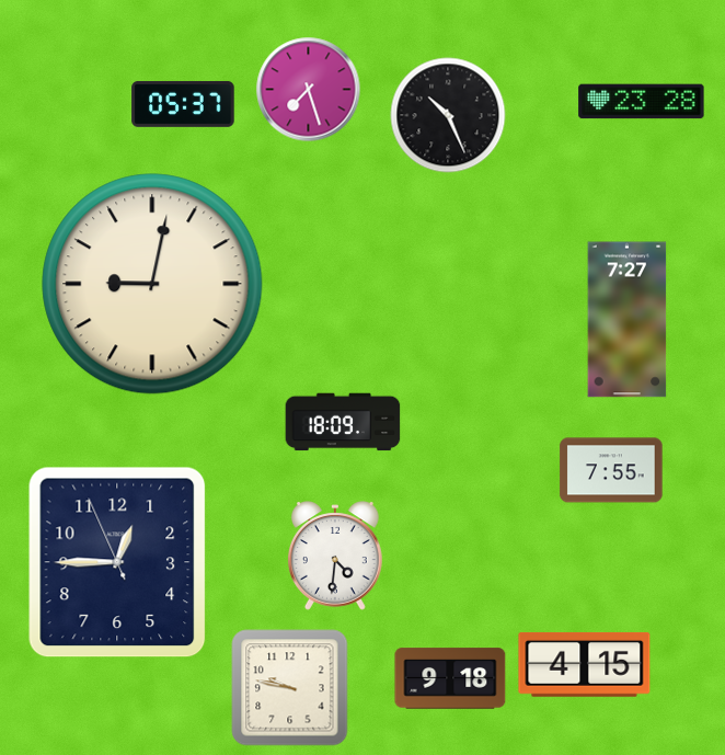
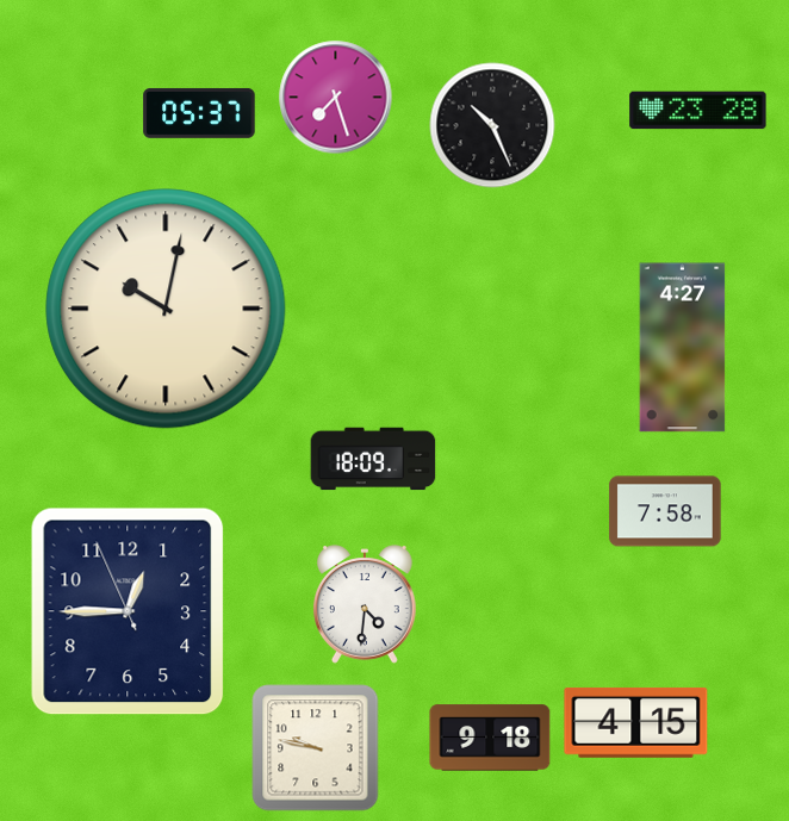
clock at (448, 115) position: (448, 115) -> (492, 125)
clock at (152, 284): 9:02 -> 10:02
clock at (628, 320): 7:27 -> 4:27
clock at (611, 470): 7:55 -> 7:58
